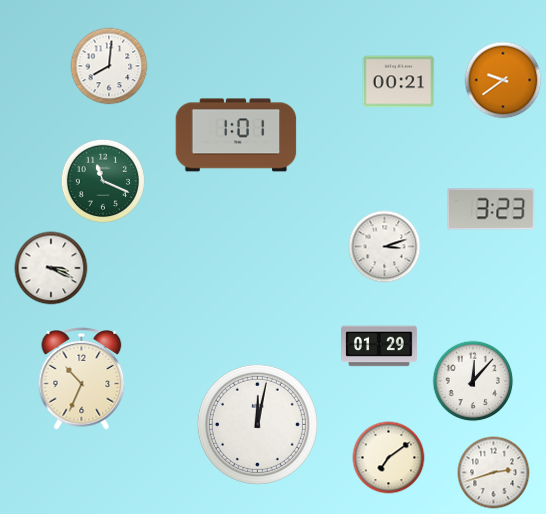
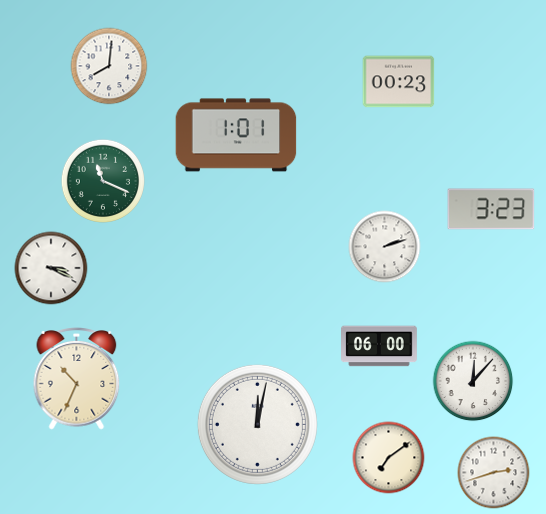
clock at (503, 80): 9:39 -> none
clock at (399, 82): 00:21 -> 00:23
clock at (385, 247): 3:12 -> 2:12
clock at (380, 346): 01:29 -> 06:00
clock at (82, 379) position: (82, 379) -> (77, 379)
